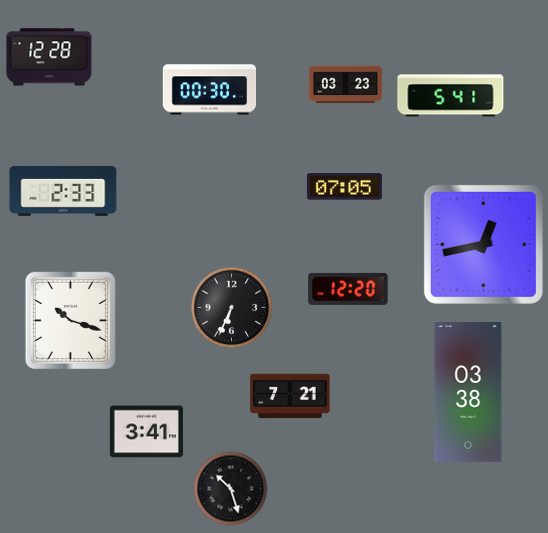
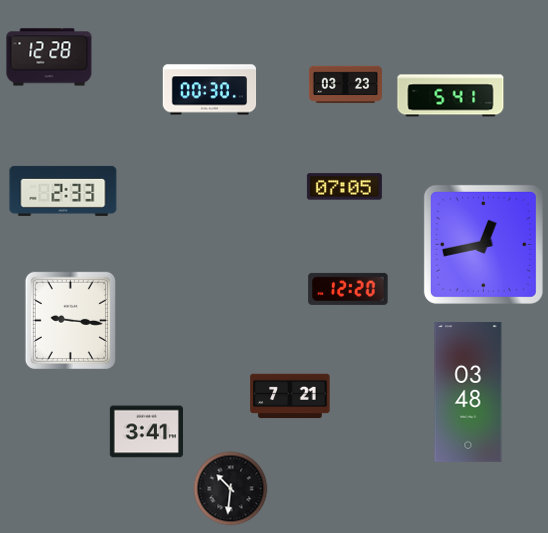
clock at (232, 308): 6:34 -> none
clock at (70, 320): 10:18 -> 9:16
clock at (468, 392): 03:38 -> 03:48
clock at (231, 489): 10:27 -> 10:31
